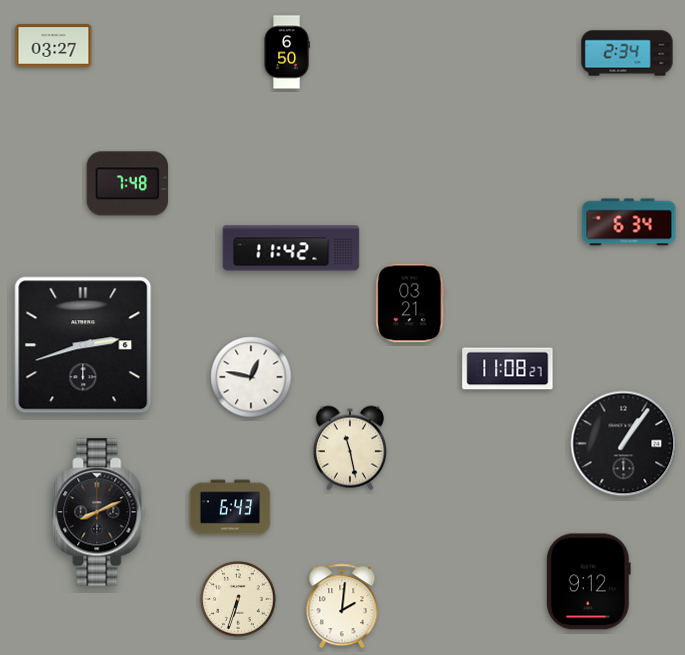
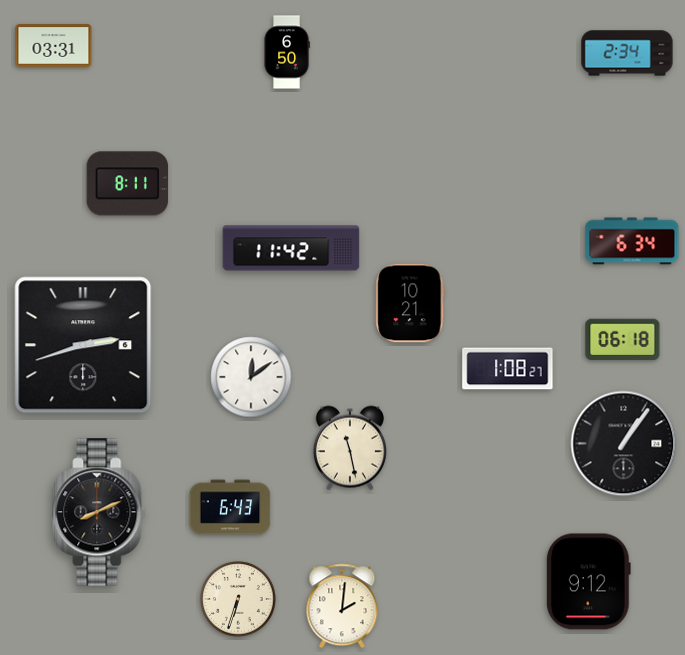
clock at (54, 46): 03:27 -> 03:31
clock at (128, 184): 7:48 -> 8:11
clock at (629, 222) position: (629, 222) -> (632, 241)
clock at (410, 303): 03:21 -> 10:21
clock at (623, 339): none -> 06:18
clock at (508, 369): 11:08 -> 1:08
clock at (251, 377): 12:47 -> 12:09
